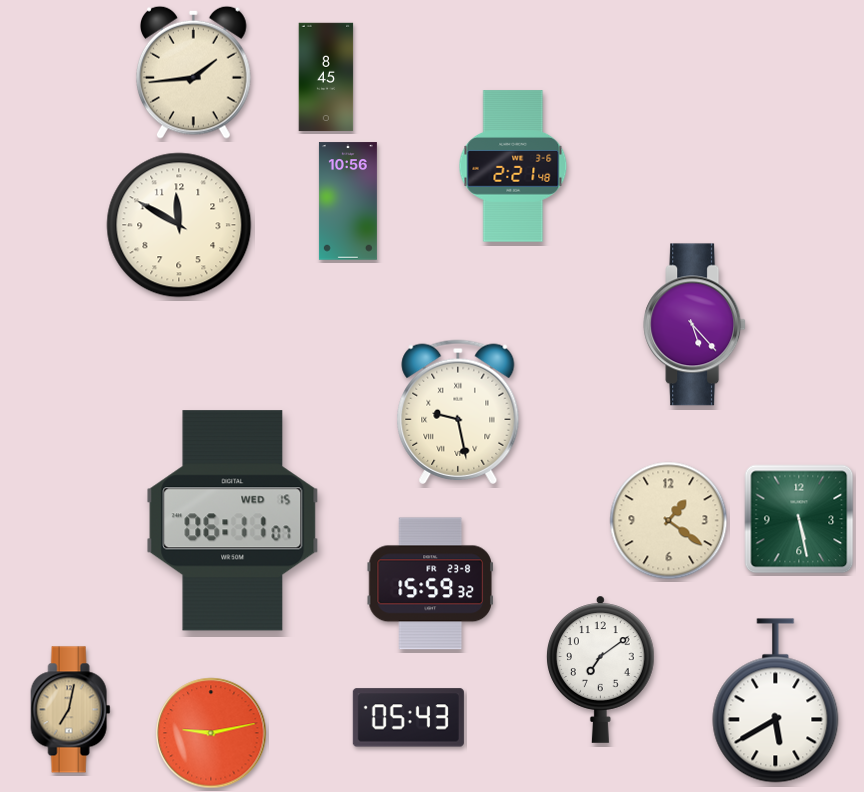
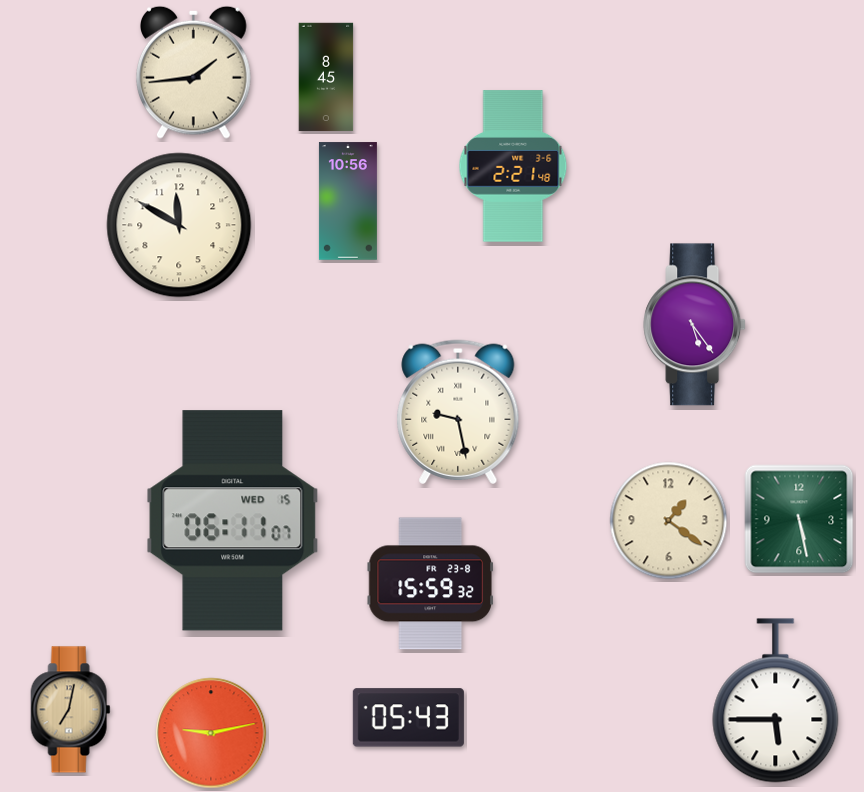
clock at (695, 325): 5:23 -> 5:24
clock at (601, 669): 7:09 -> none
clock at (776, 701): 5:40 -> 5:45
